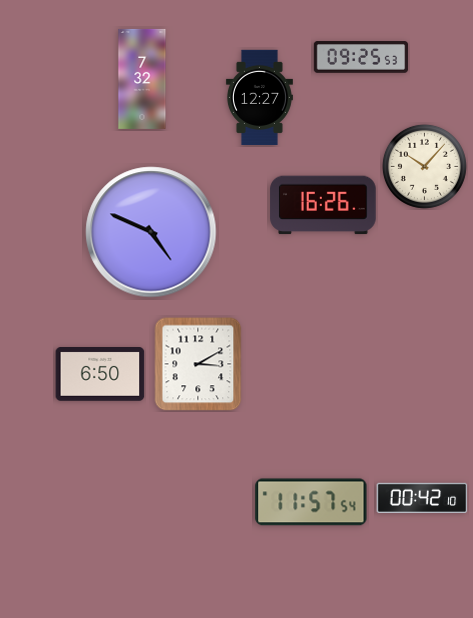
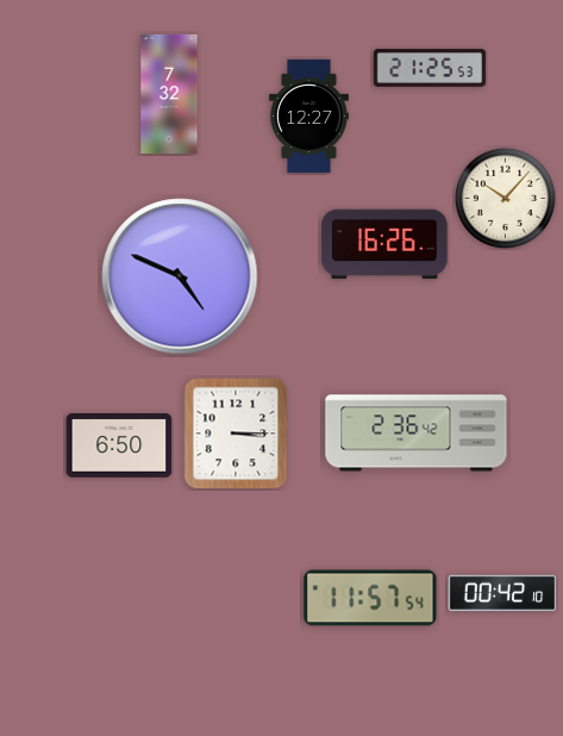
clock at (361, 57): 09:25 -> 21:25
clock at (198, 364): 3:10 -> 3:15
clock at (417, 434): none -> 2:36
